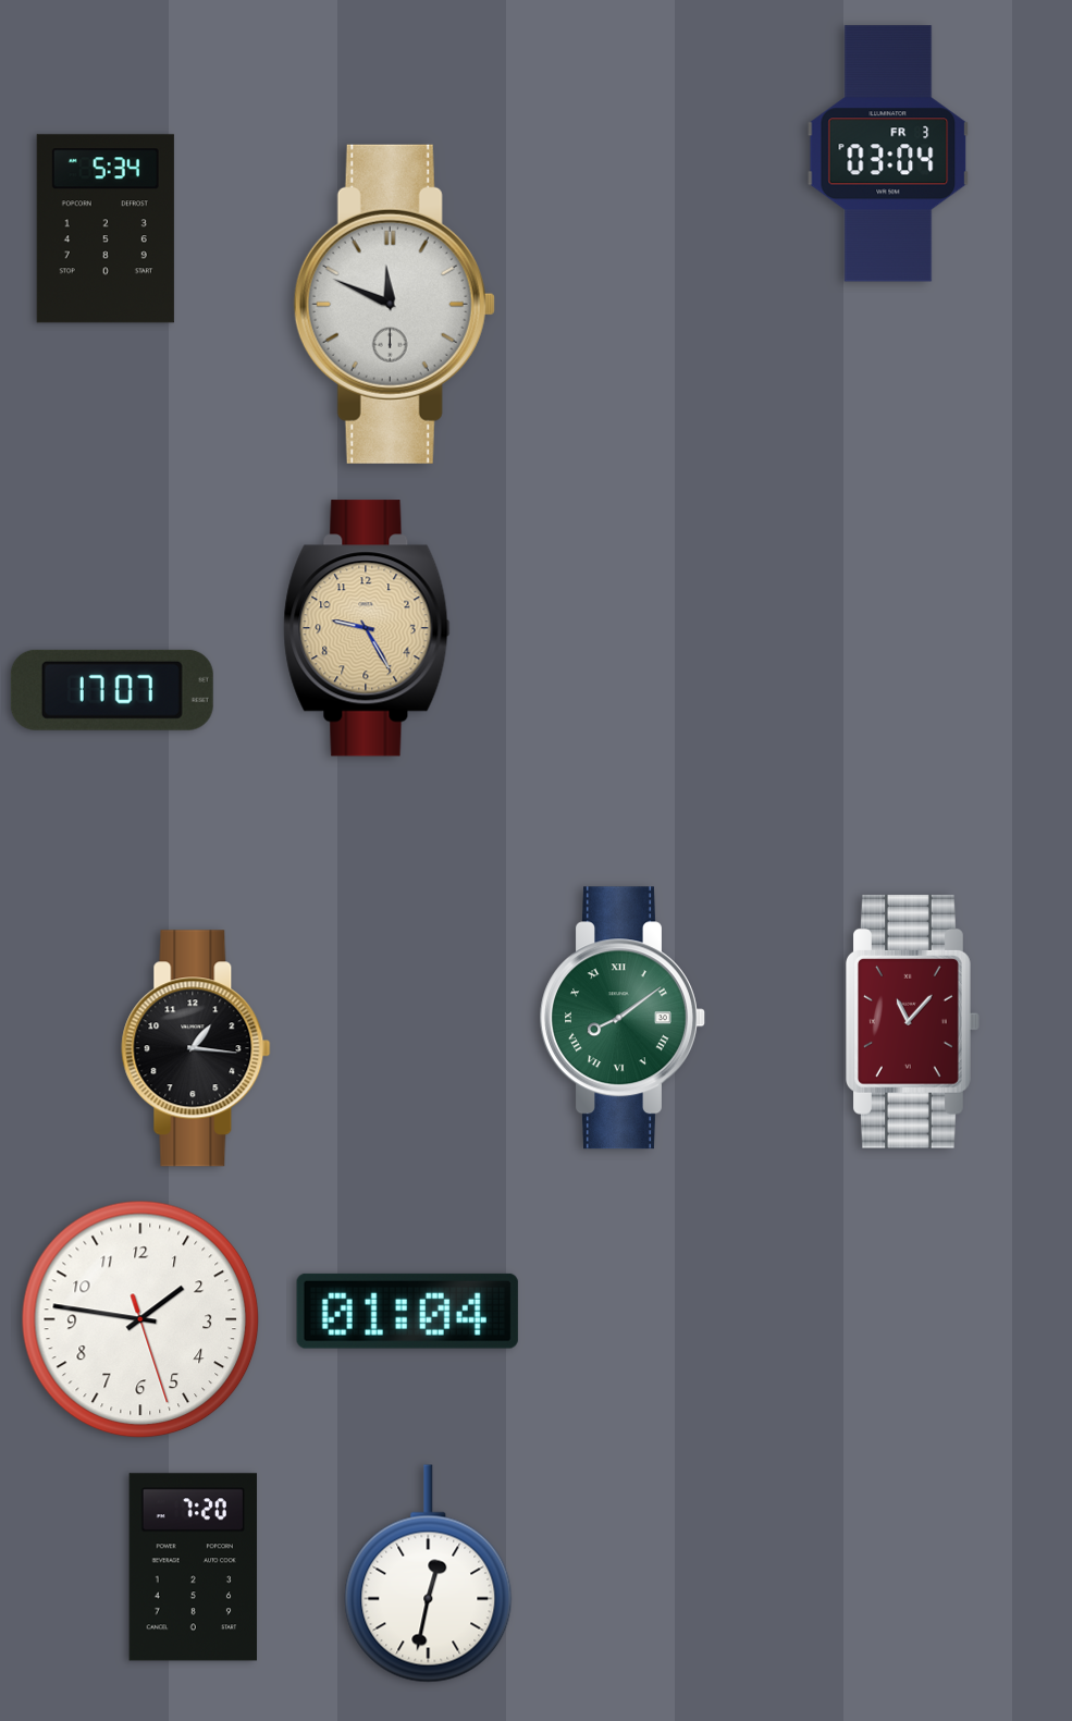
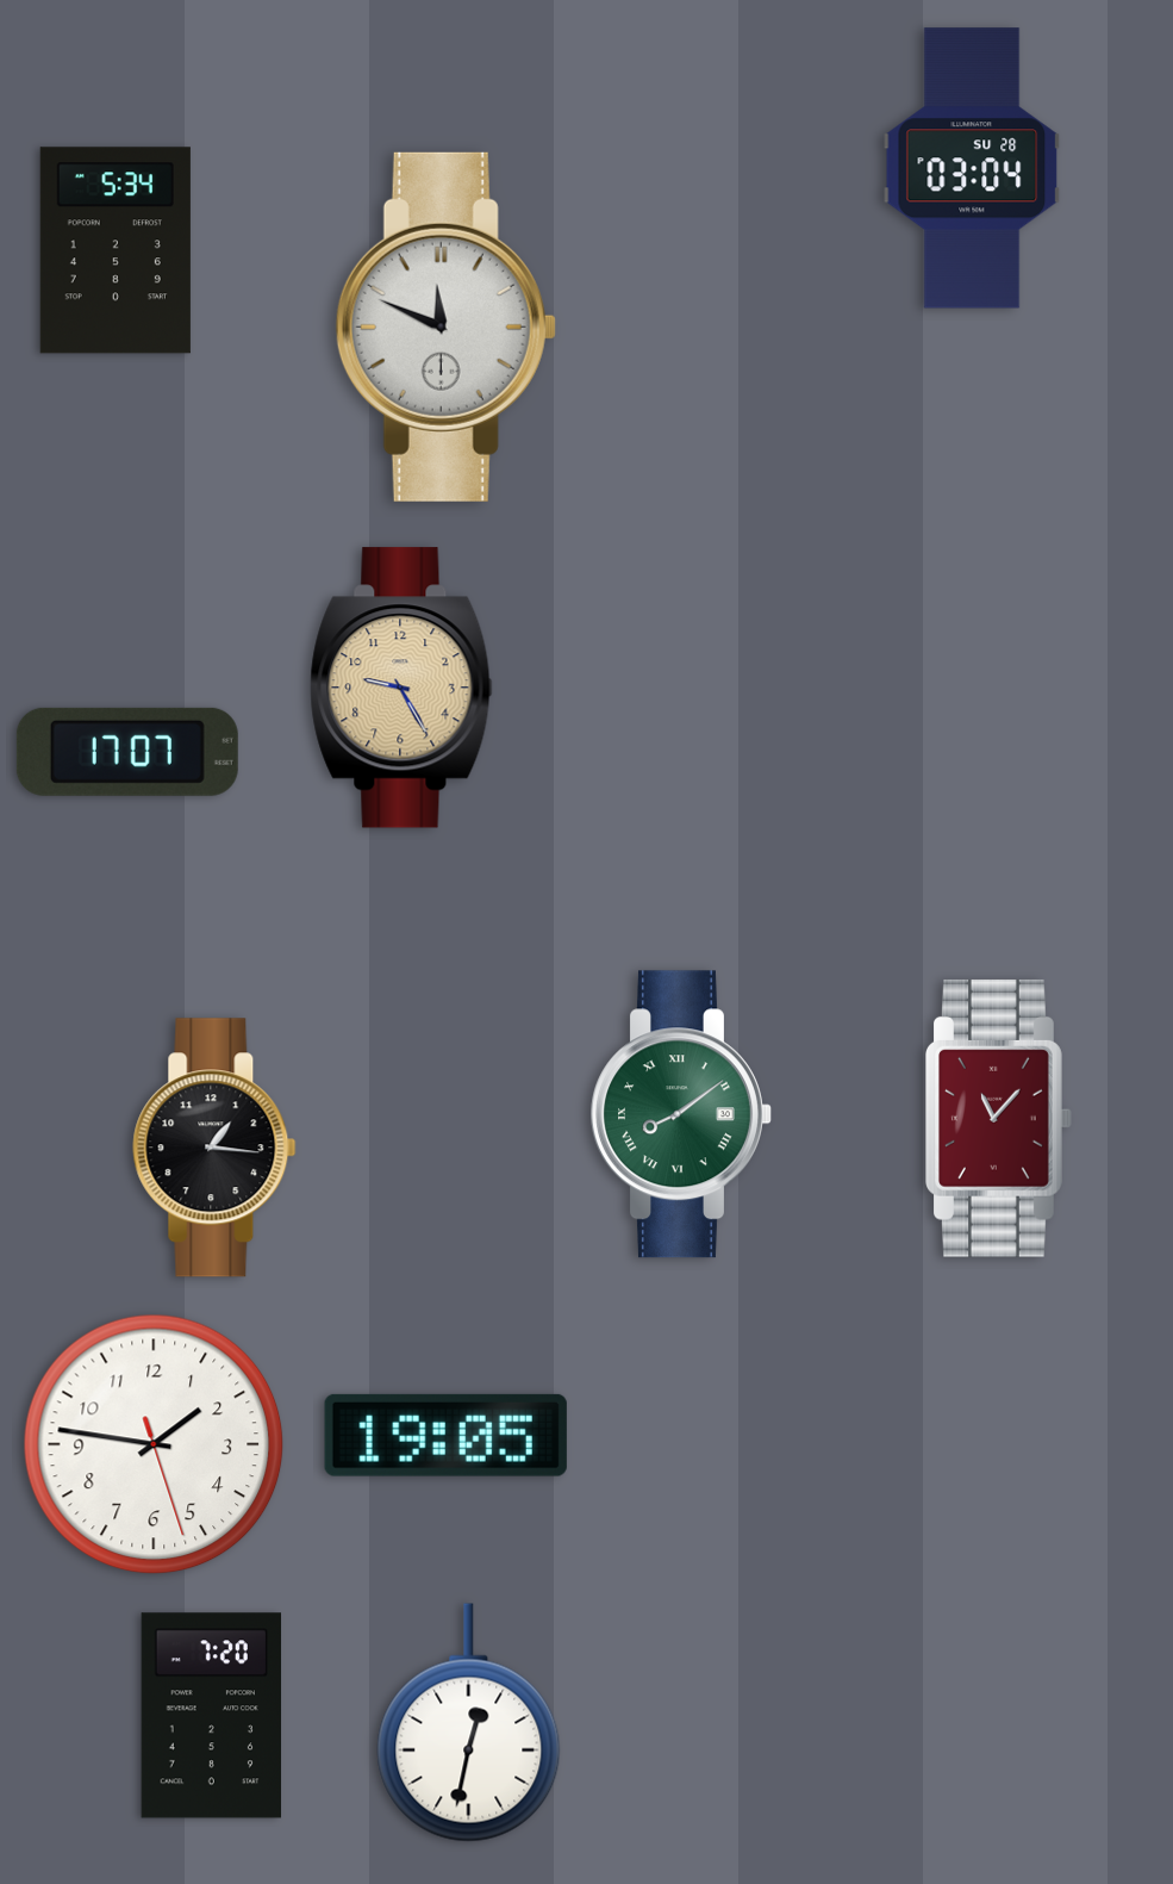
clock at (888, 153) date: FR 3 -> SU 28
clock at (394, 304) position: (394, 304) -> (445, 327)
clock at (112, 690) position: (112, 690) -> (127, 752)
clock at (407, 1311): 01:04 -> 19:05
